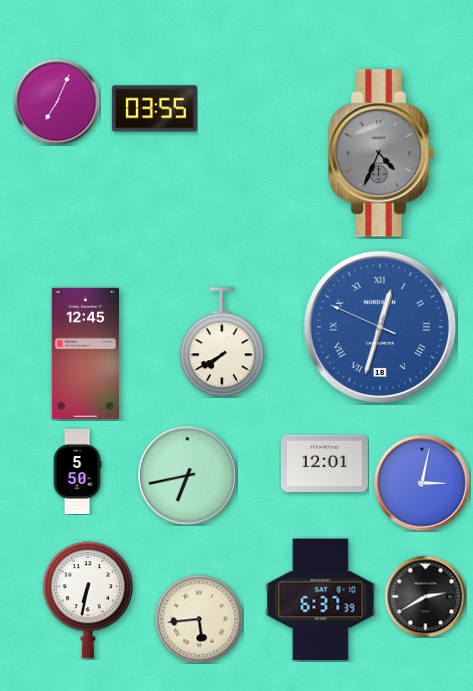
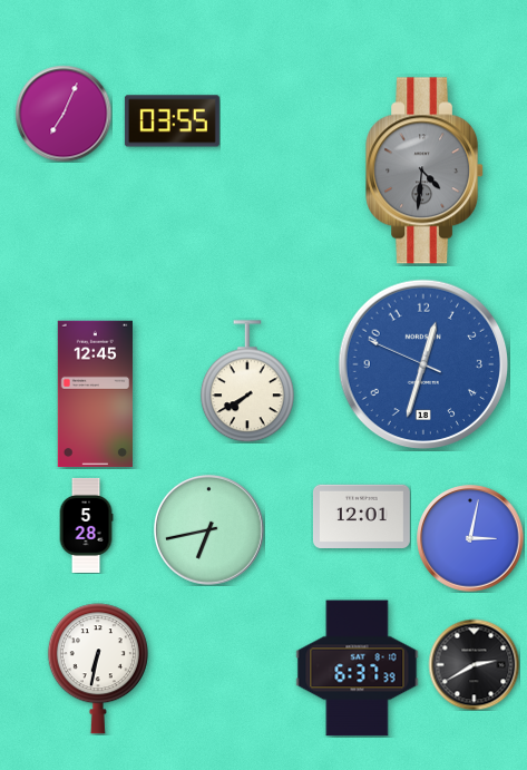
clock at (382, 153): 4:34 -> 4:31
clock at (380, 327) numerals: Roman -> Arabic
clock at (77, 471): 5:50 -> 5:28
clock at (199, 619): 5:44 -> none
